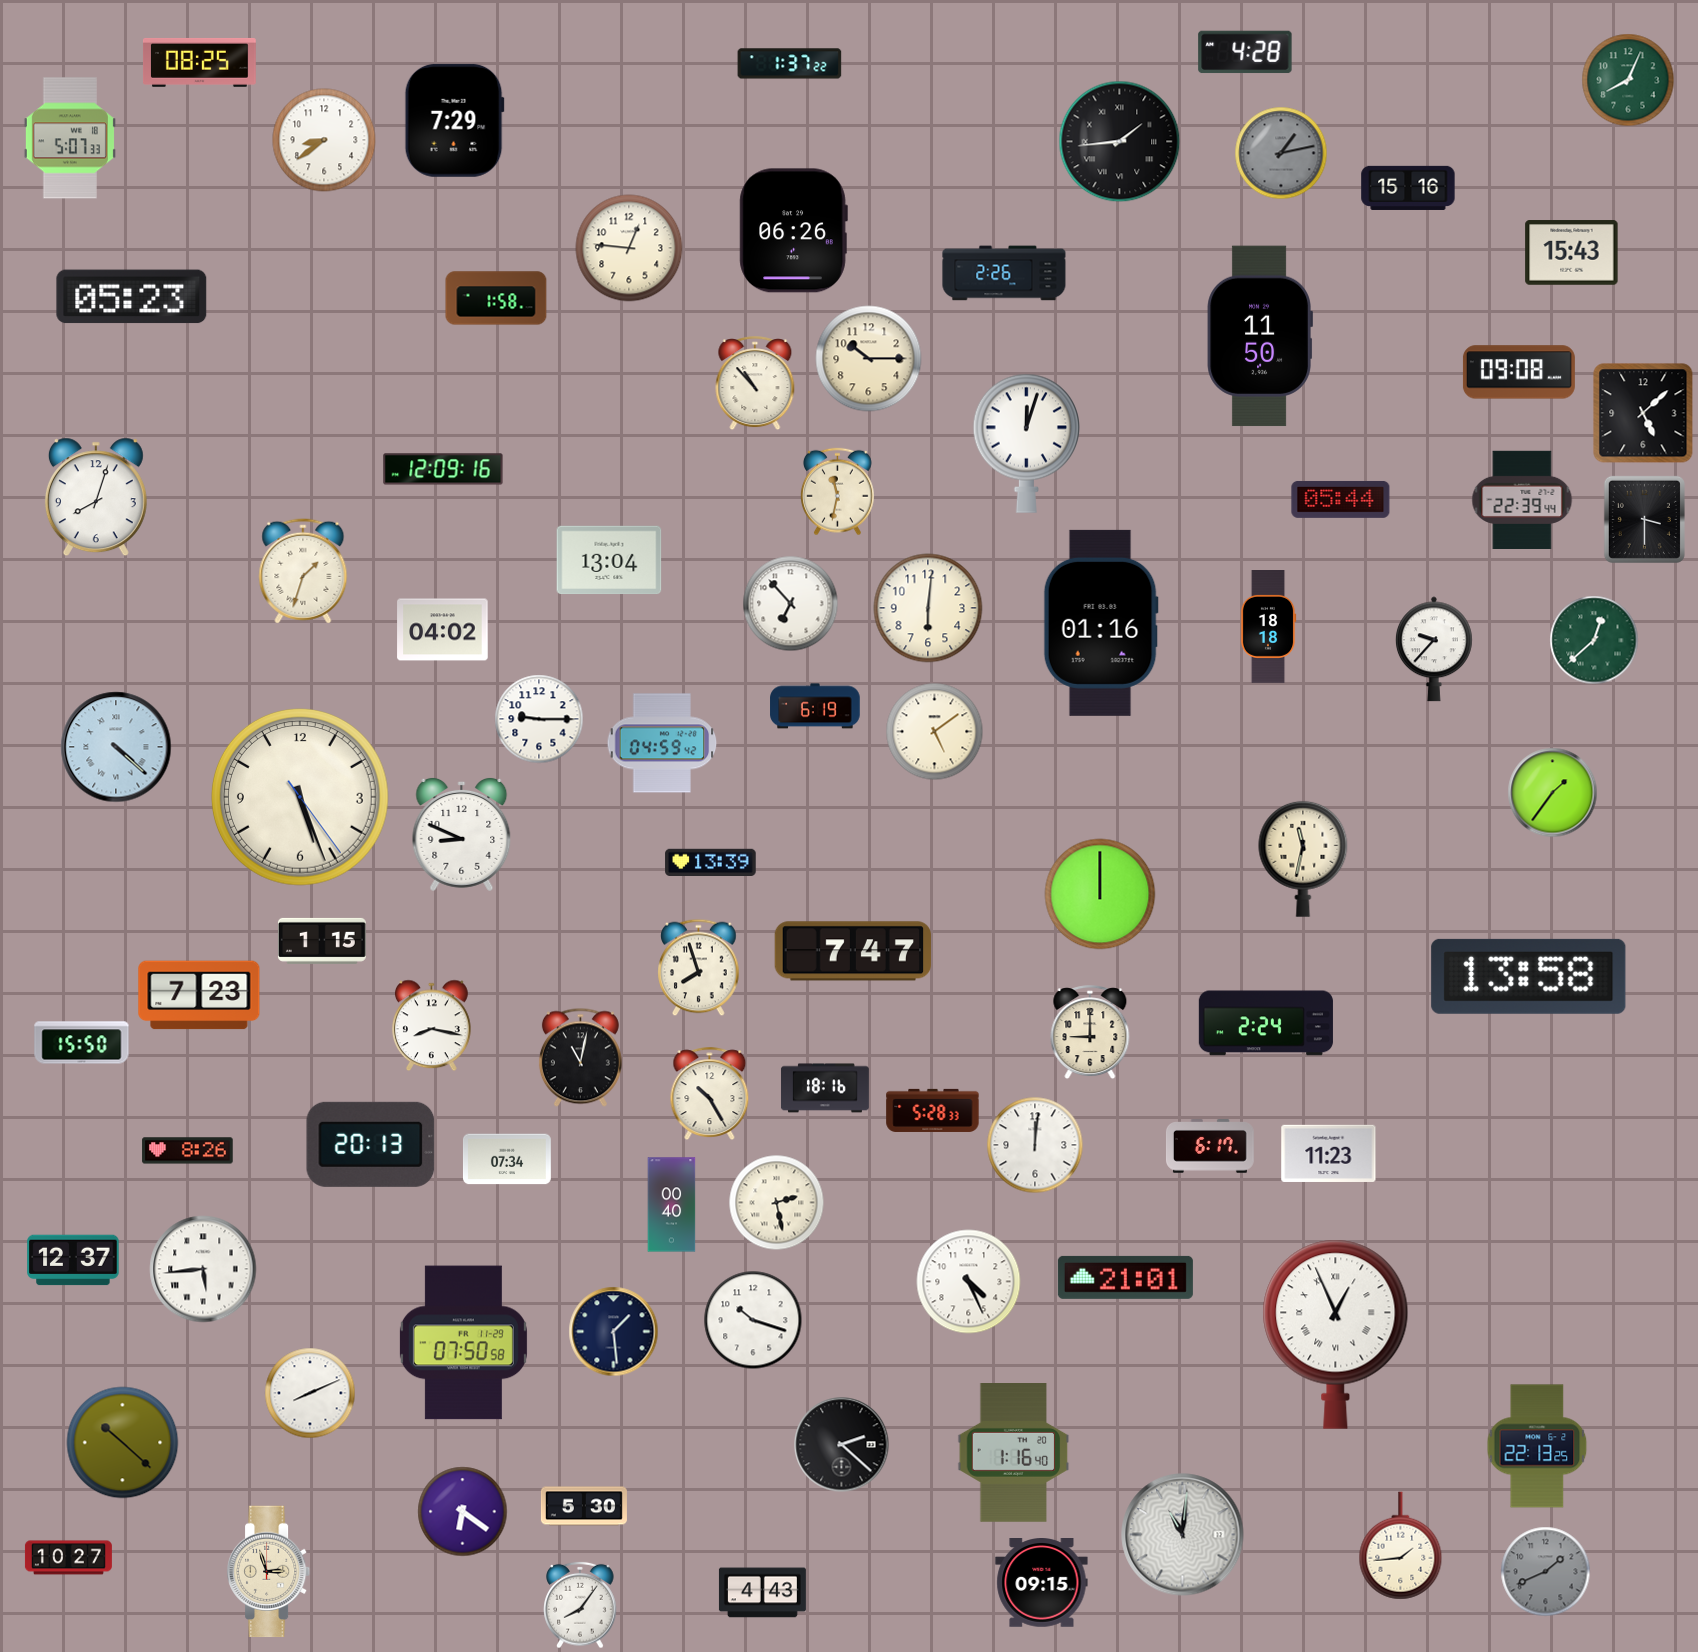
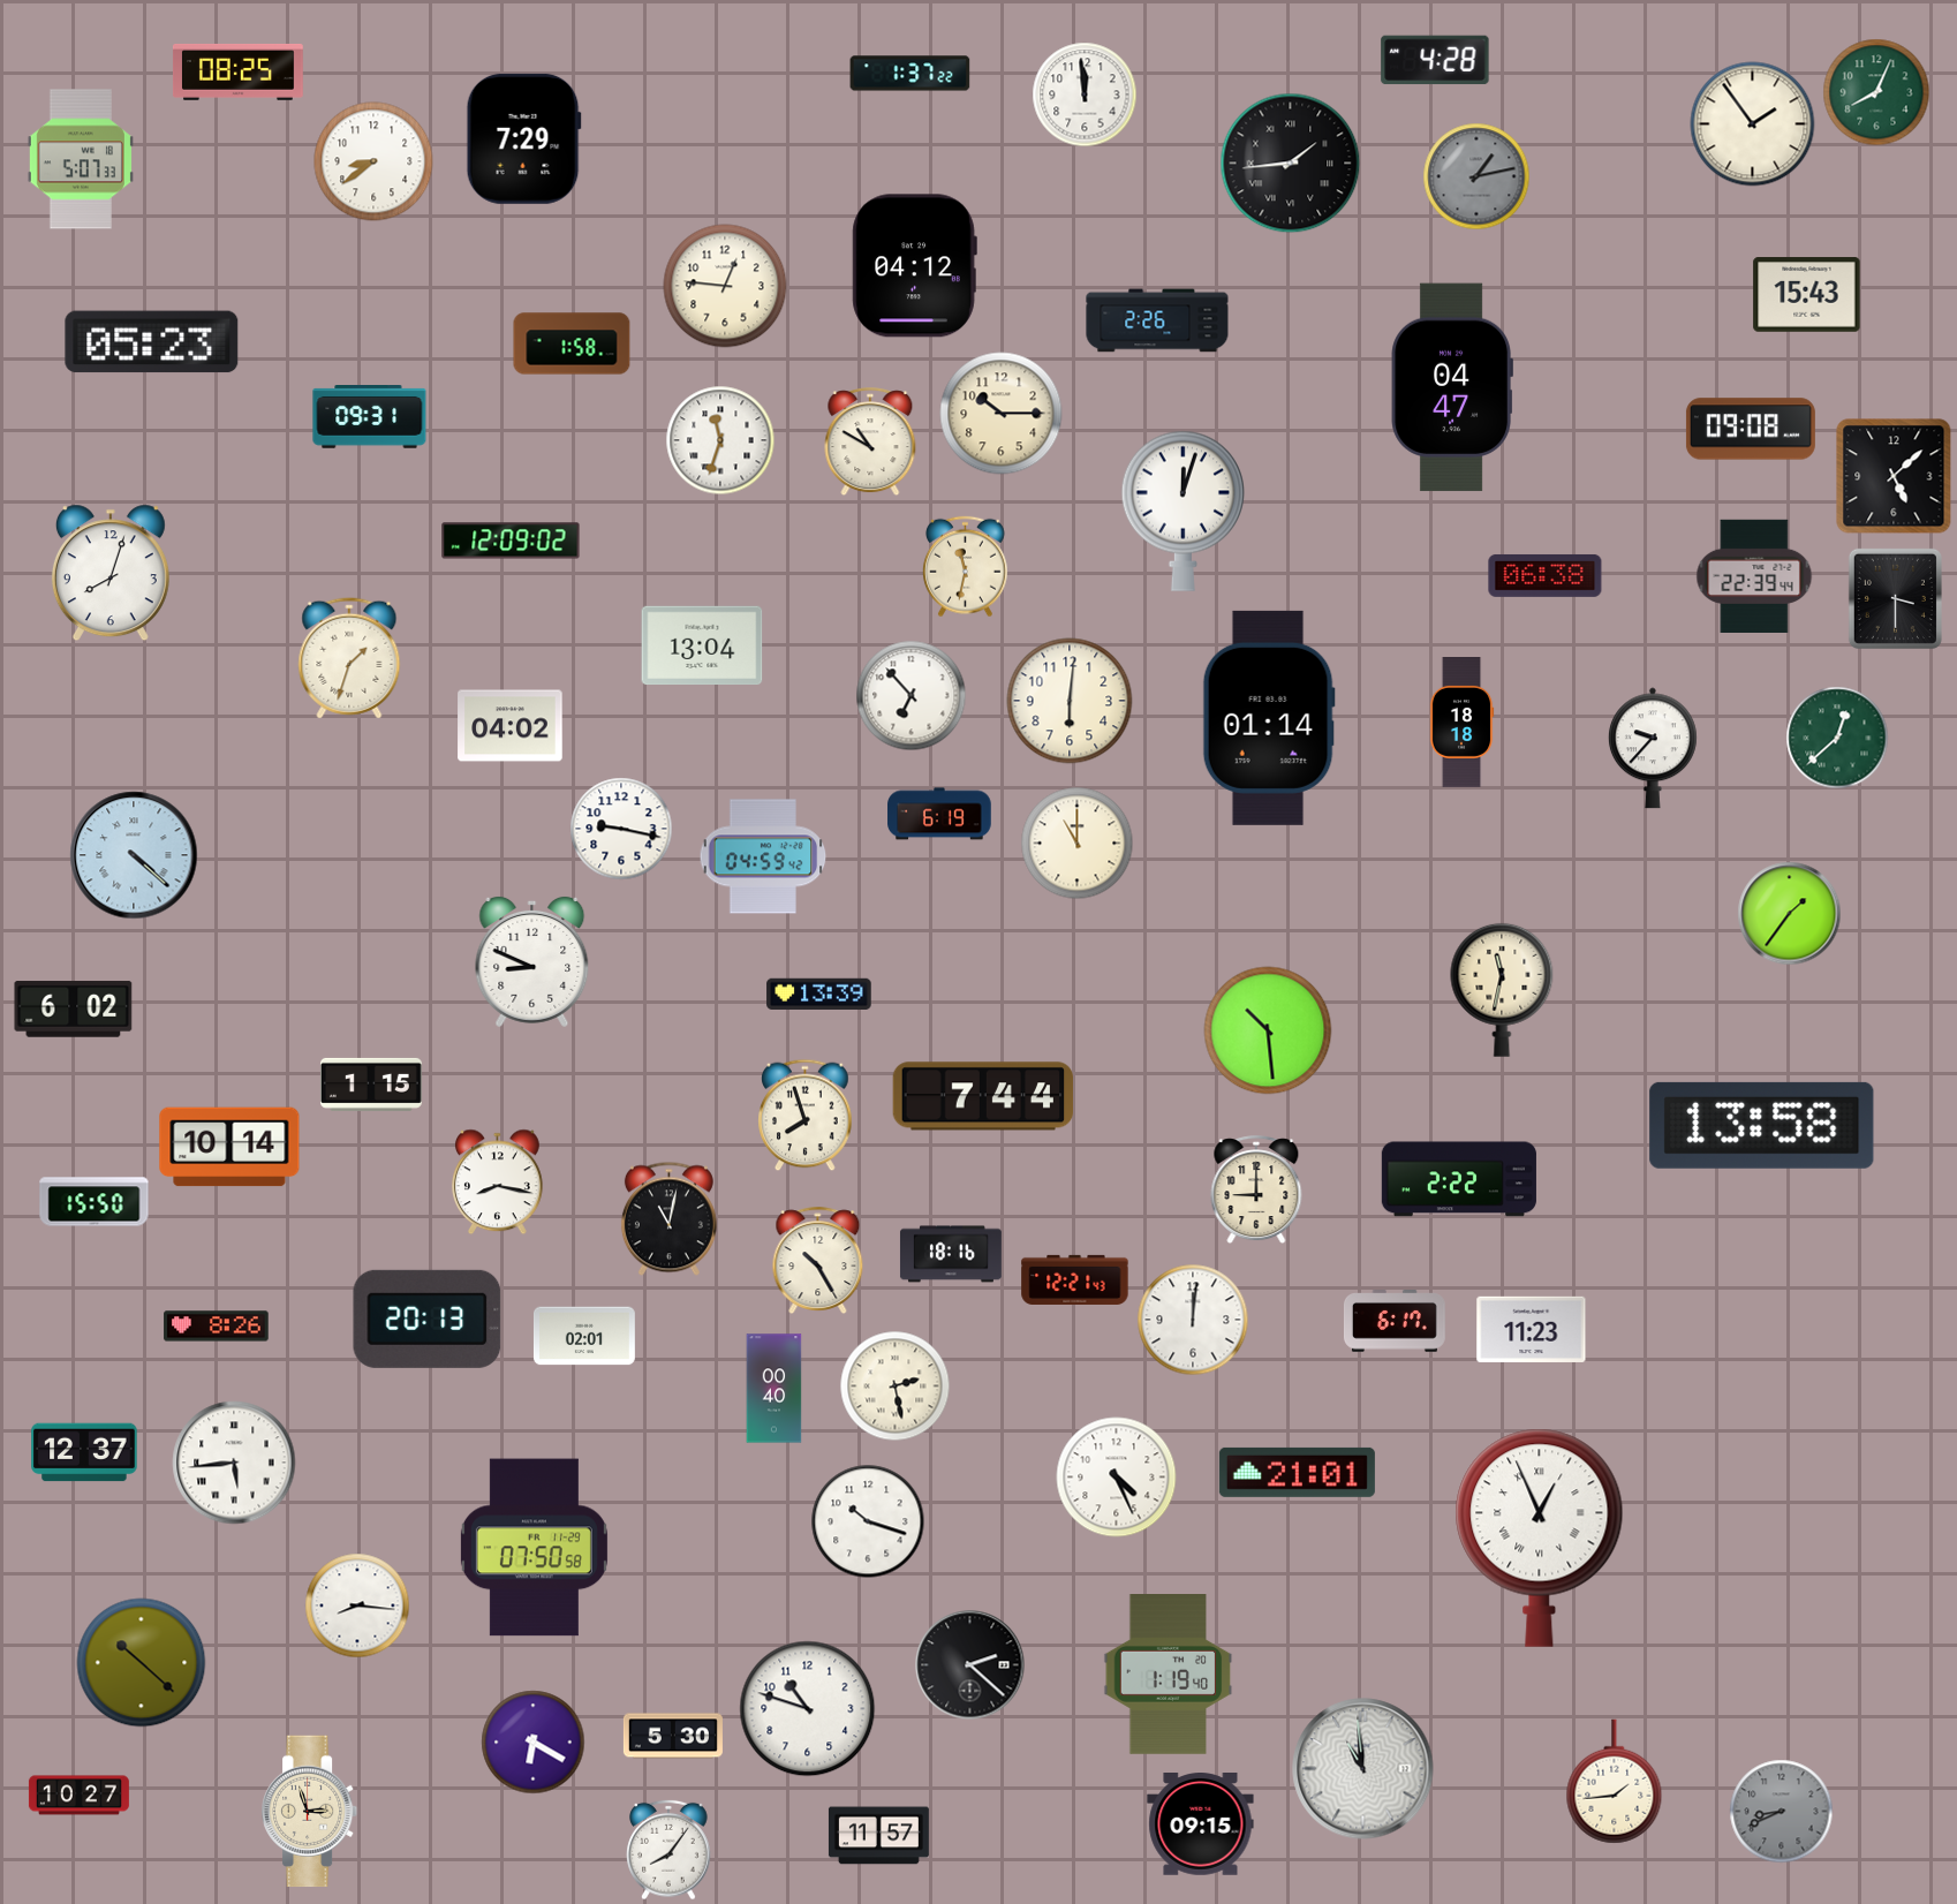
clock at (199, 62) position: (199, 62) -> (237, 71)
clock at (1085, 95): none -> 11:59
clock at (1753, 124): none -> 1:54
clock at (1408, 188): 15:16 -> none
clock at (793, 231): 06:26 -> 04:12
clock at (1572, 253) position: (1572, 253) -> (1807, 295)
clock at (1004, 273) position: (1004, 273) -> (1157, 320)
clock at (1260, 336): 11:50 -> 04:47
clock at (370, 417): none -> 09:31
clock at (720, 440): none -> 11:33
clock at (755, 384): 10:53 -> 10:50
clock at (443, 469): 12:09:16 -> 12:09:02
clock at (1341, 499): 05:44 -> 06:38
clock at (1101, 623): 01:16 -> 01:14
clock at (539, 719): 9:15 -> 9:17
clock at (935, 732): 5:09 -> 11:00
clock at (116, 747) position: (116, 747) -> (134, 855)
clock at (300, 797): 5:26 -> none
clock at (74, 1010): none -> 6:02
clock at (1100, 894): 12:00 -> 10:29
clock at (853, 951): 7:47 -> 7:44
clock at (199, 995): 7:23 -> 10:14
clock at (1266, 1023): 2:24 -> 2:22
clock at (933, 1110): 5:28 -> 12:21
clock at (507, 1159): 07:34 -> 02:01
clock at (614, 1332): 1:29 -> none
clock at (310, 1393): 8:11 -> 8:16
clock at (1537, 1446): 22:13 -> none
clock at (1014, 1453): 1:16 -> 1:19
clock at (808, 1709): none -> 10:48
clock at (463, 1512): 6:21 -> 6:20
clock at (1183, 1535): 11:01 -> 10:59
clock at (1546, 1572): 1:41 -> 8:41
clock at (762, 1593): 4:43 -> 11:57
